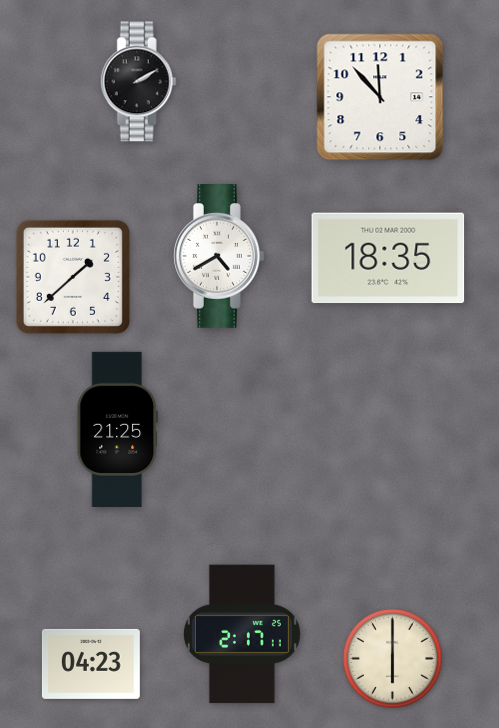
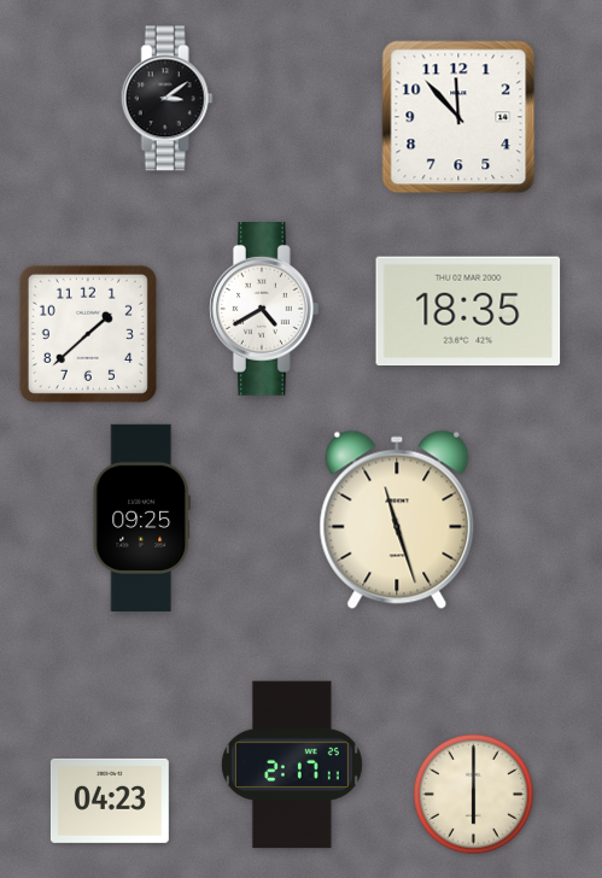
clock at (138, 82): 2:10 -> 3:09
clock at (117, 429): 21:25 -> 09:25
clock at (397, 520): none -> 11:27
